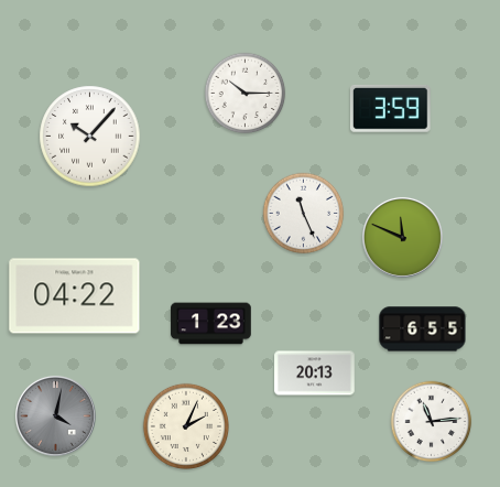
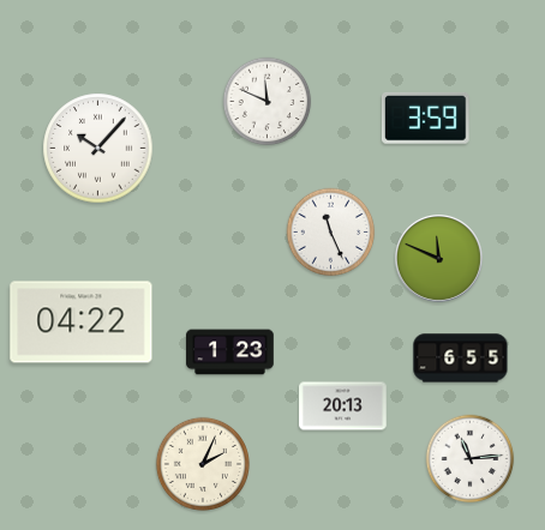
clock at (246, 94): 10:15 -> 11:49
clock at (55, 415): 4:02 -> none
